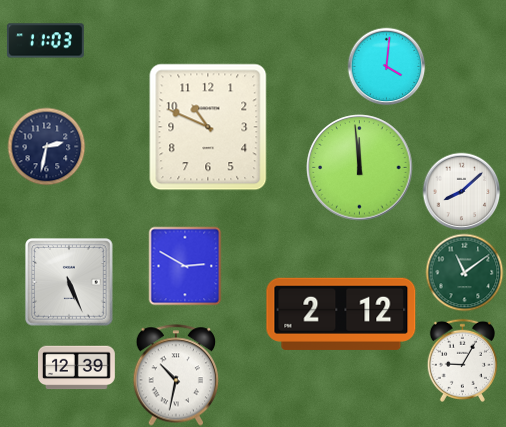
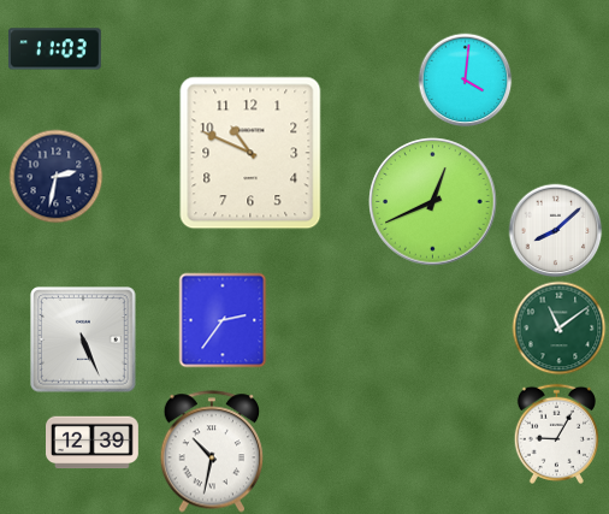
clock at (360, 168): 11:59 -> 12:41
clock at (185, 266): 2:50 -> 2:36
clock at (341, 314): 2:12 -> none
